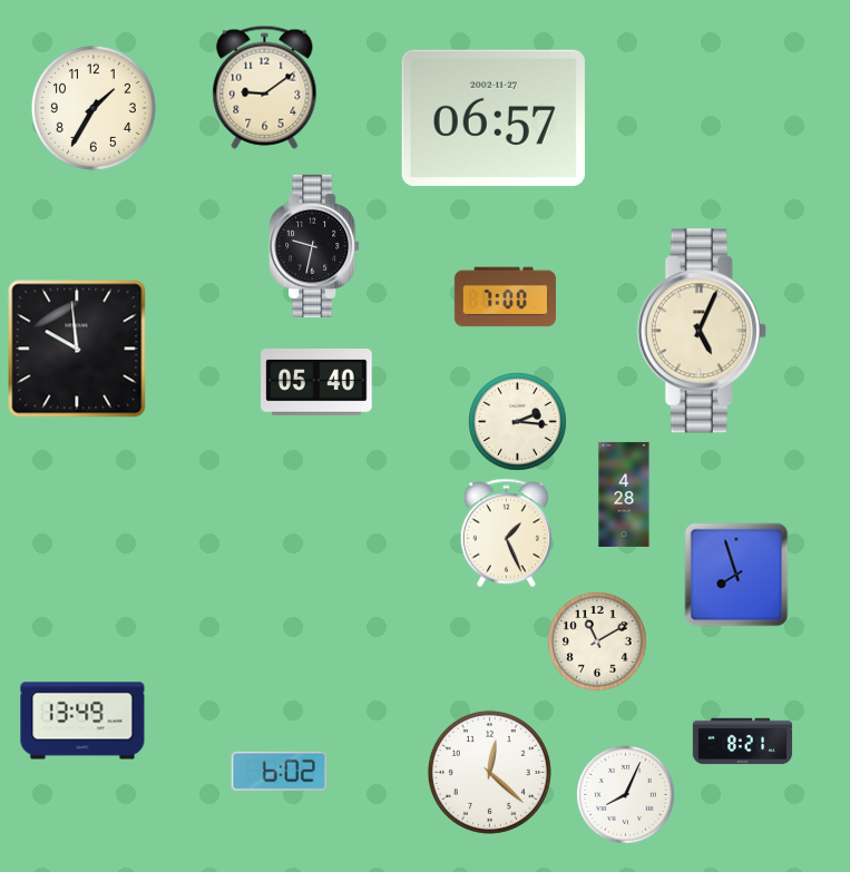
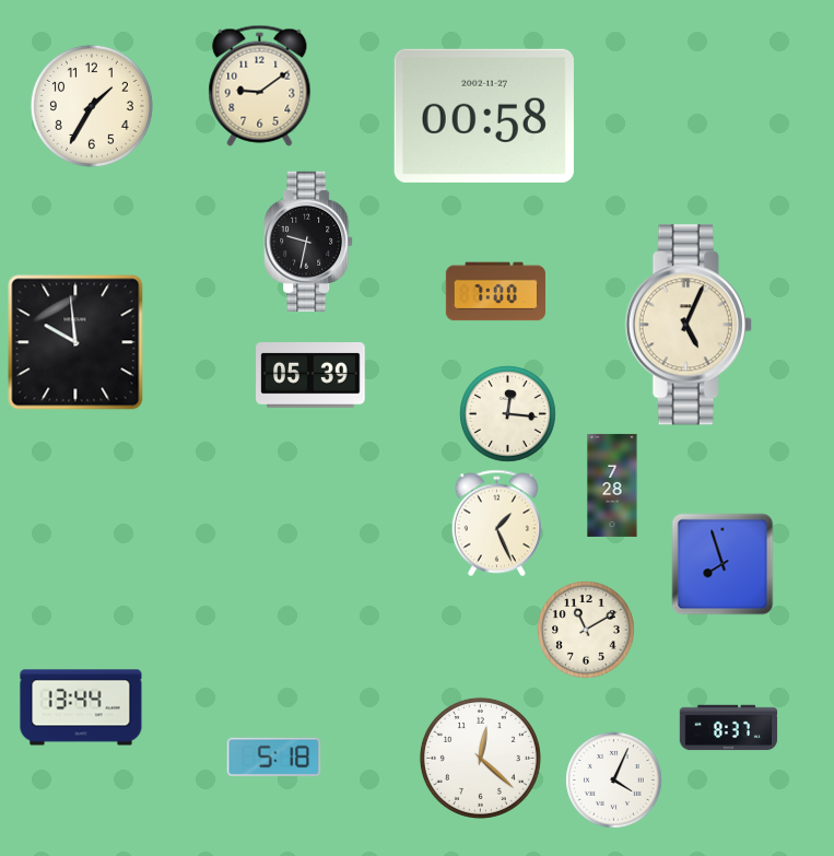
clock at (494, 118): 06:57 -> 00:58
clock at (316, 383): 05:40 -> 05:39
clock at (518, 422): 2:16 -> 12:16
clock at (624, 494): 4:28 -> 7:28
clock at (82, 721): 13:49 -> 13:44
clock at (743, 742): 8:21 -> 8:37
clock at (280, 771): 6:02 -> 5:18
clock at (626, 795): 8:04 -> 4:04
